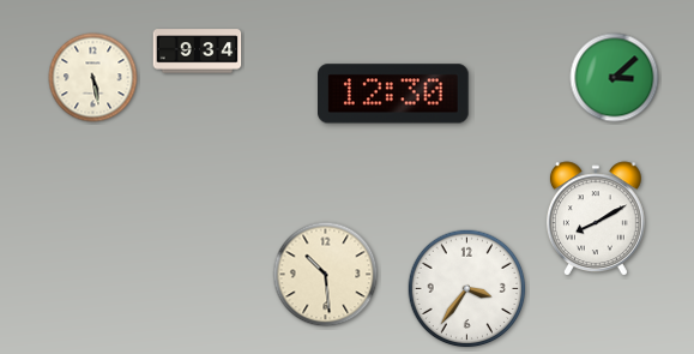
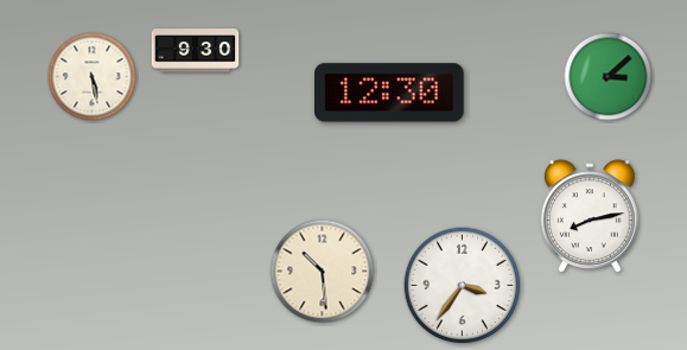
clock at (198, 52): 9:34 -> 9:30
clock at (596, 220): 8:10 -> 8:13
